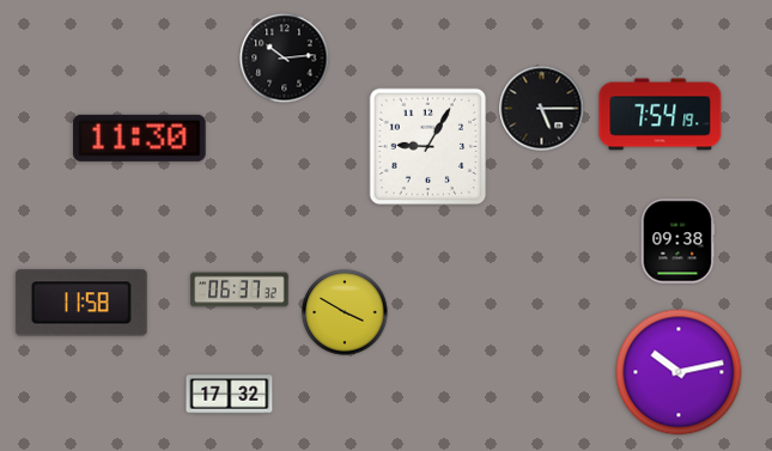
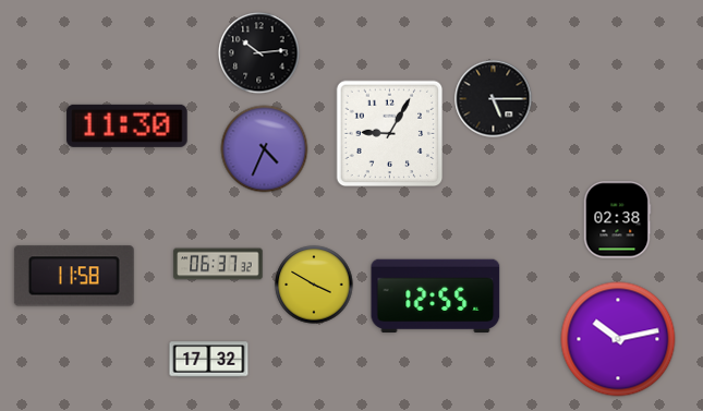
clock at (661, 115): 7:54 -> none
clock at (265, 149): none -> 4:34
clock at (677, 242): 09:38 -> 02:38
clock at (436, 295): none -> 12:55
